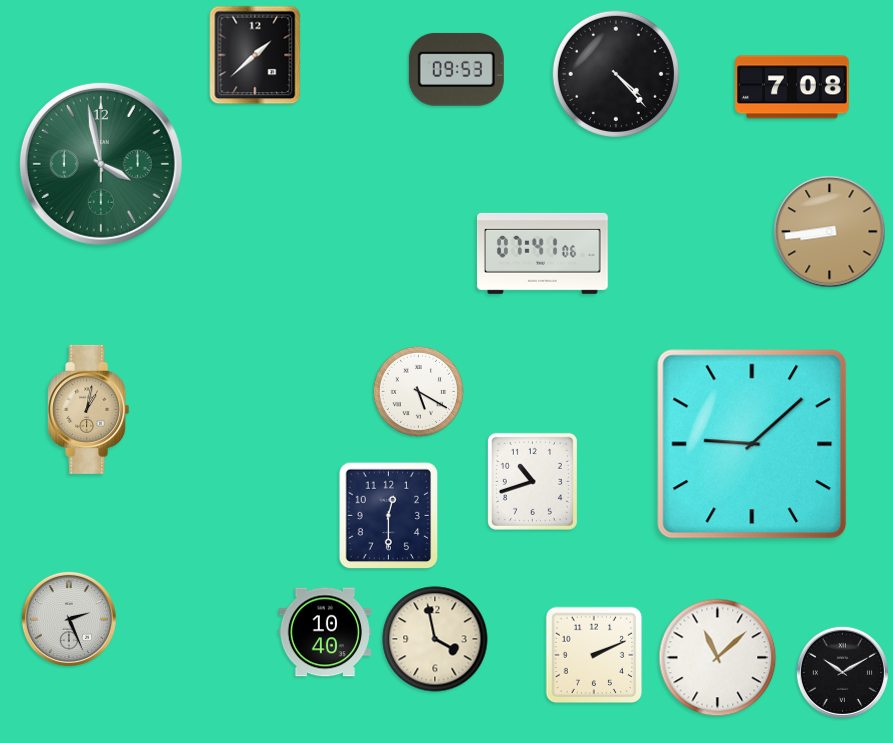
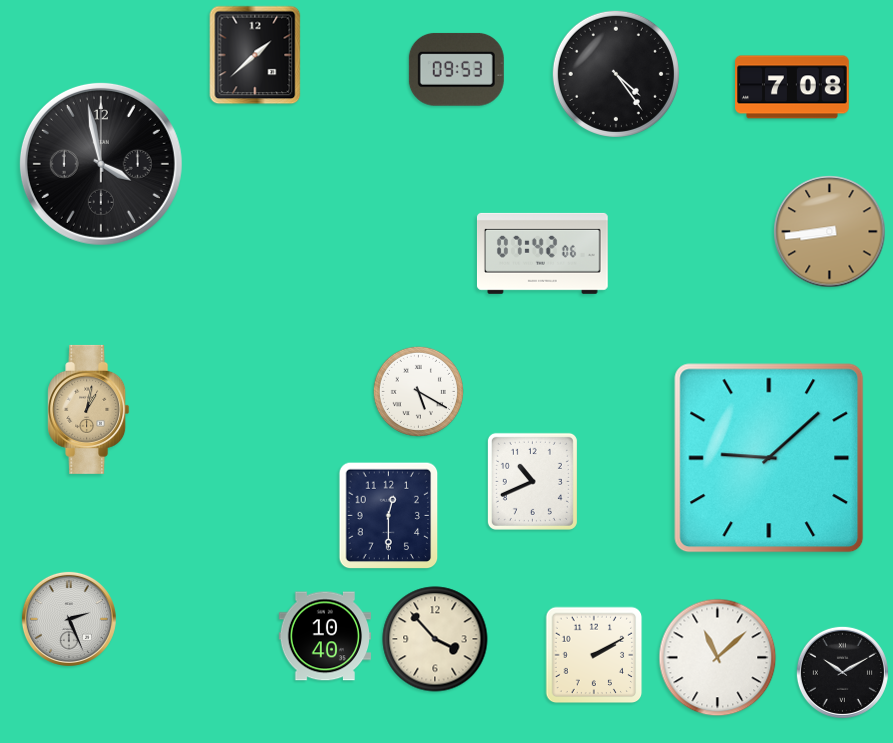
clock at (616, 74): 4:23 -> 4:24
clock at (101, 164) dial: green -> black
clock at (542, 253): 07:41 -> 07:42
clock at (752, 444) position: (752, 444) -> (769, 458)
clock at (532, 481): 10:42 -> 10:41
clock at (325, 632) position: (325, 632) -> (325, 636)
clock at (435, 639): 3:58 -> 3:53
clock at (594, 655): 2:11 -> 2:10
